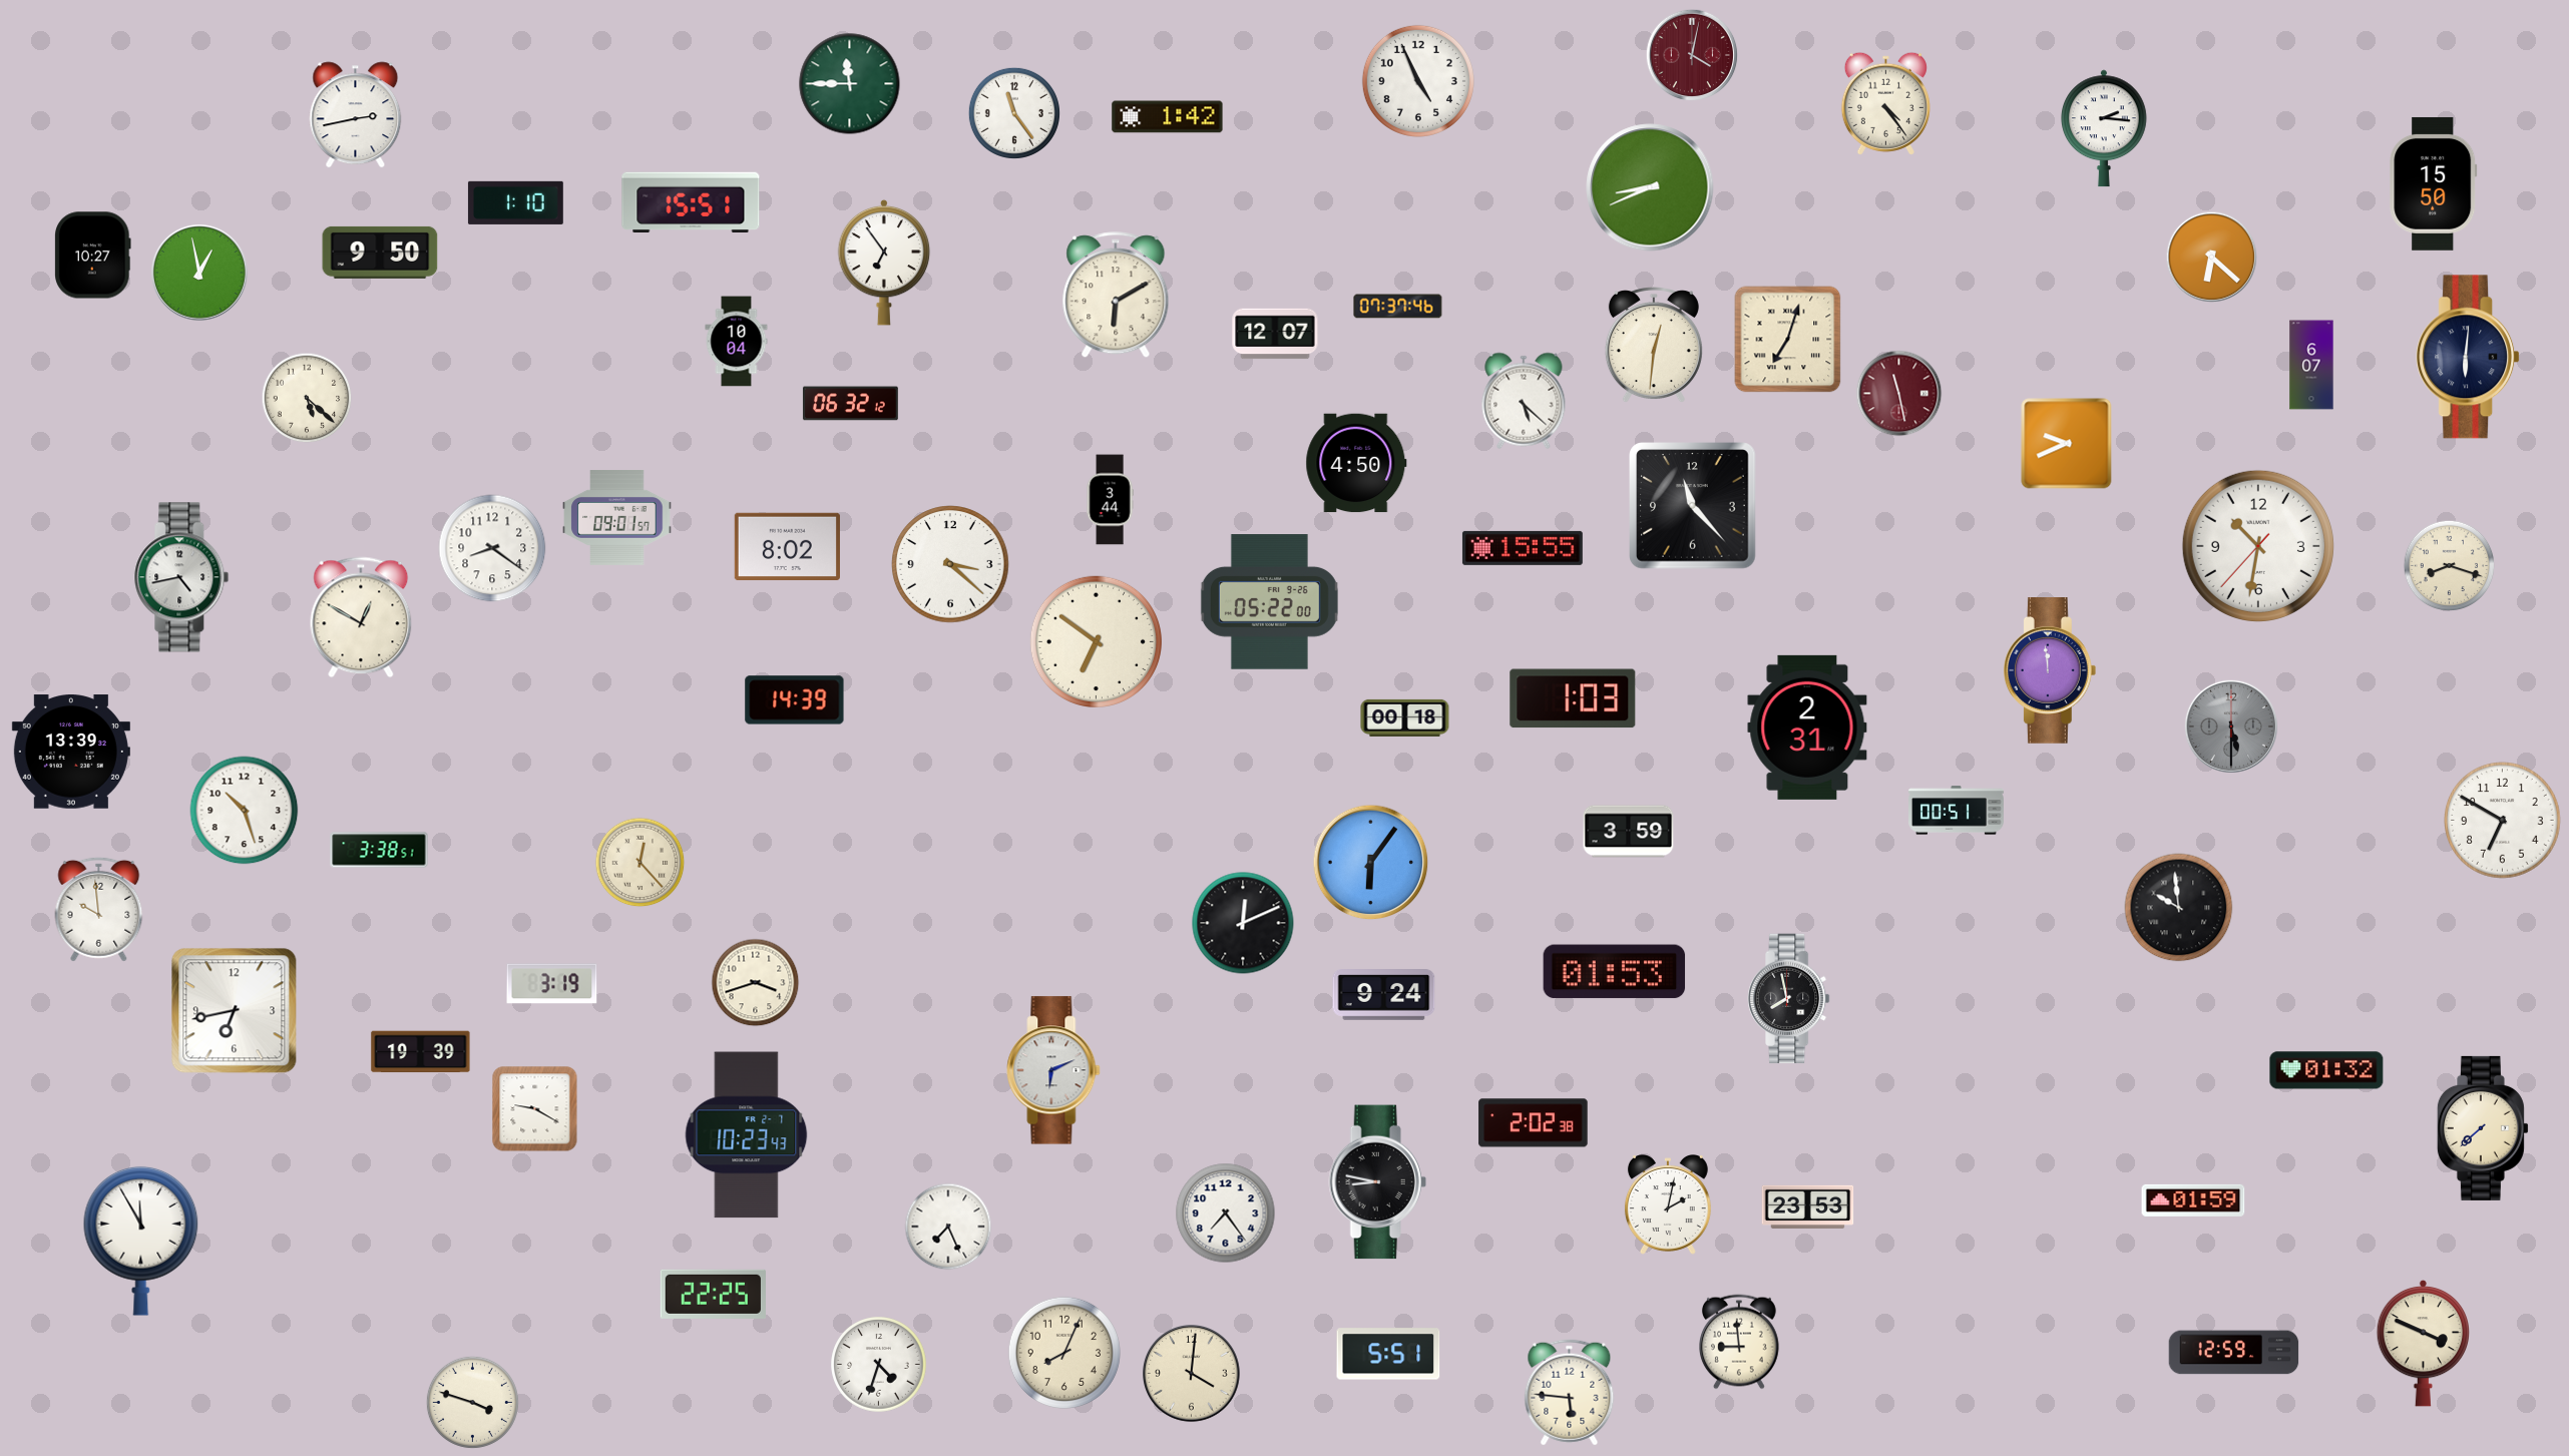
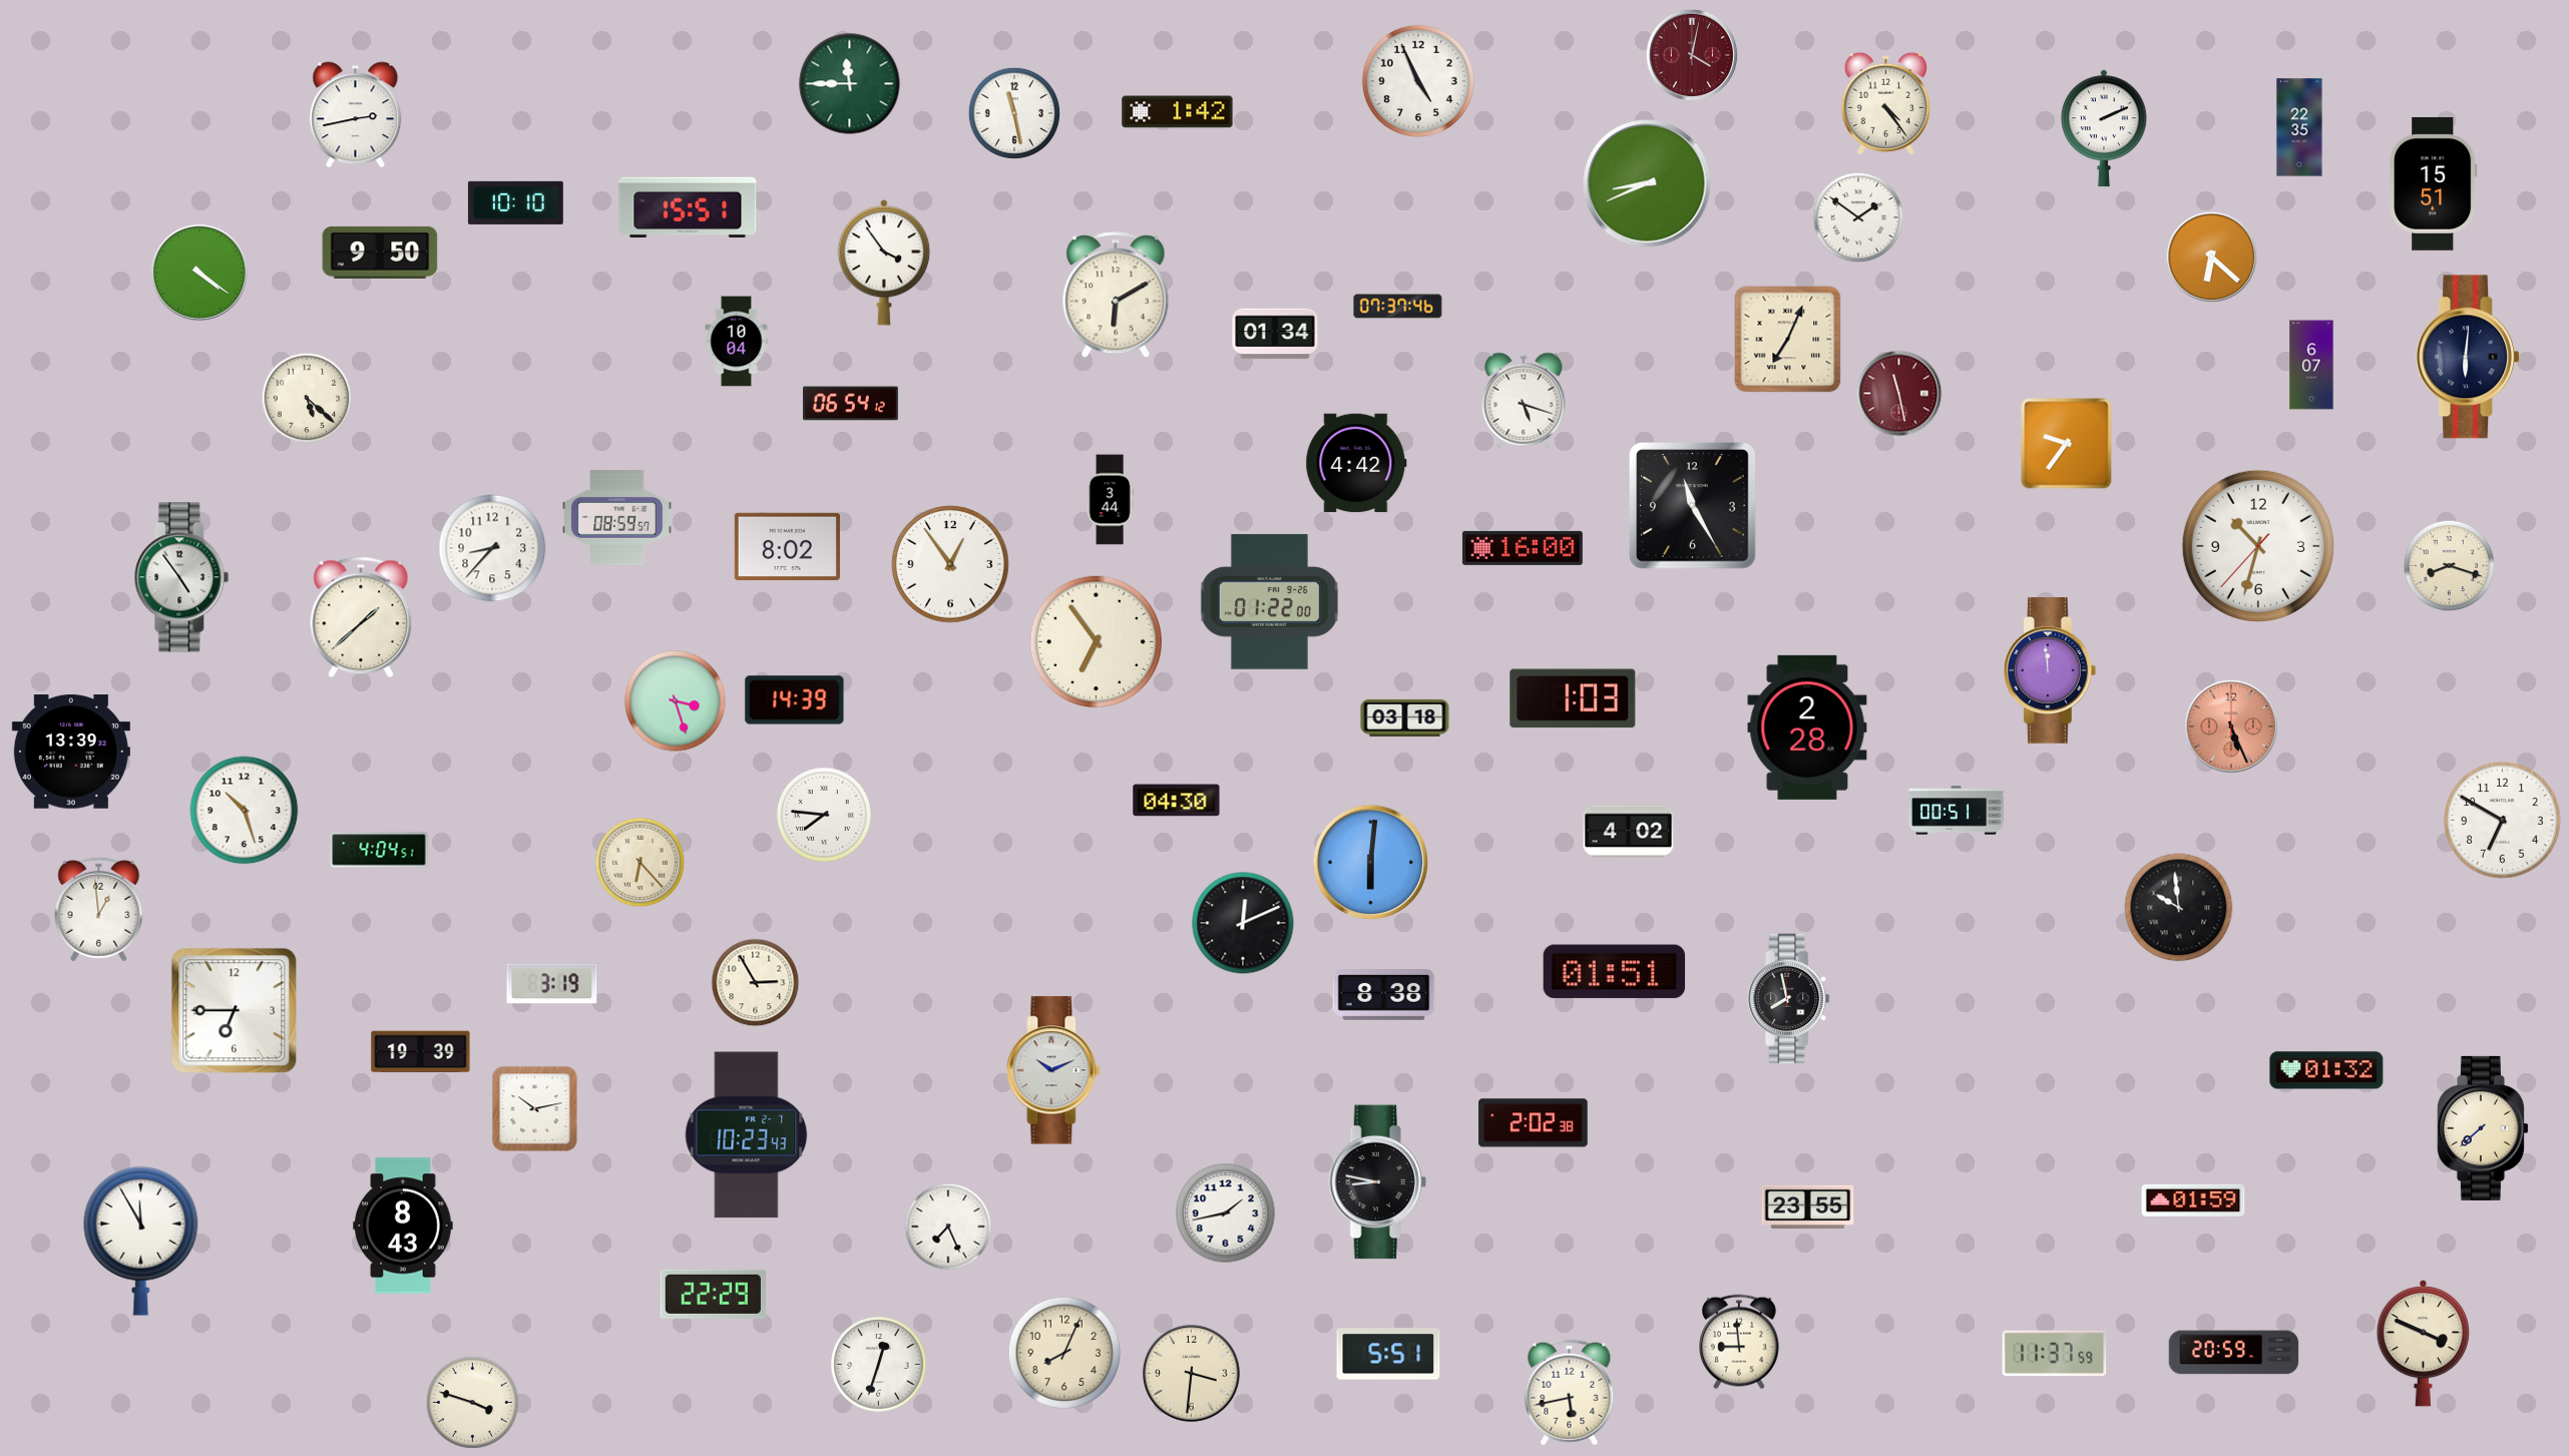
clock at (1013, 112): 11:24 -> 11:28
clock at (1168, 117) position: (1168, 117) -> (1178, 112)
clock at (2299, 127): none -> 22:35
clock at (2104, 128): 2:16 -> 2:11
clock at (2434, 183): 15:50 -> 15:51
clock at (1650, 187) position: (1650, 187) -> (1647, 183)
clock at (691, 201) position: (691, 201) -> (688, 206)
clock at (515, 202): 1:10 -> 10:10
clock at (1858, 217): none -> 1:51
clock at (93, 256): 10:27 -> none
clock at (884, 263): 6:54 -> 3:54
clock at (200, 274): 12:58 -> 4:21
clock at (1275, 334): 12:07 -> 01:34
clock at (1788, 340): 7:03 -> 7:04
clock at (1654, 346): 12:31 -> none
clock at (1524, 401): 5:22 -> 5:18
clock at (850, 404): 06:32 -> 06:54
clock at (2067, 444): 9:41 -> 9:36
clock at (1356, 463): 4:50 -> 4:42
clock at (1693, 506): 11:23 -> 11:25
clock at (617, 518): 09:01 -> 08:59
clock at (2258, 546): 10:31 -> 10:32
clock at (492, 548): 8:21 -> 8:37
clock at (1523, 548): 15:55 -> 16:00
clock at (950, 564): 3:22 -> 12:54
clock at (181, 577): 4:43 -> 4:54
clock at (1269, 602): 05:22 -> 01:22
clock at (361, 617): 12:50 -> 1:38
clock at (1096, 641): 6:51 -> 6:54
clock at (676, 701): none -> 3:27
clock at (1405, 717): 00:18 -> 03:18
clock at (2231, 726): 5:30 -> 5:26
clock at (2231, 726) dial: grey -> salmon
clock at (1807, 727): 2:31 -> 2:28
clock at (1177, 801): none -> 04:30
clock at (825, 816): none -> 7:46
clock at (1629, 832): 3:59 -> 4:02
clock at (379, 850): 3:38 -> 4:04
clock at (640, 863): 12:23 -> 6:23
clock at (1371, 863): 6:06 -> 6:01
clock at (99, 909): 9:59 -> 12:59
clock at (1615, 972): 01:53 -> 01:51
clock at (756, 983): 3:42 -> 2:55
clock at (1384, 995): 9:24 -> 8:38
clock at (235, 1011): 6:43 -> 6:45
clock at (1053, 1070): 6:11 -> 10:11
clock at (535, 1109): 9:20 -> 10:13
clock at (1668, 1205): 2:02 -> none
clock at (1808, 1206): 23:53 -> 23:55
clock at (1226, 1214): 7:24 -> 1:43
clock at (403, 1226): none -> 8:43
clock at (713, 1294): 22:25 -> 22:29
clock at (2055, 1353): none -> 11:37
clock at (2234, 1353): 12:59 -> 20:59
clock at (879, 1365): 4:33 -> 12:33
clock at (1192, 1374): 4:01 -> 3:31
clock at (1570, 1393): 5:46 -> 5:43
